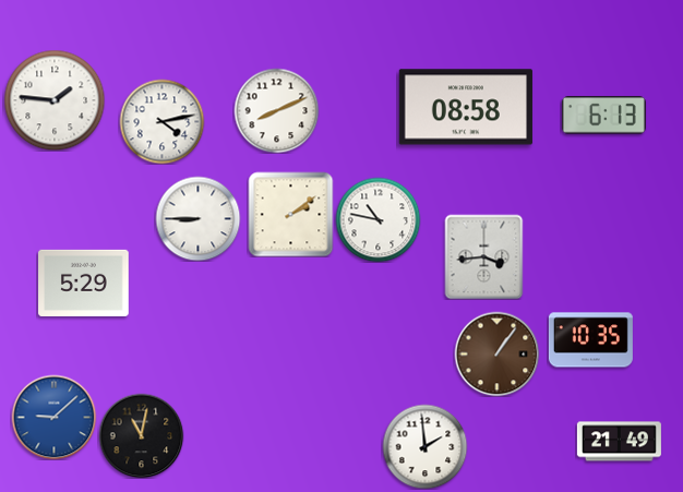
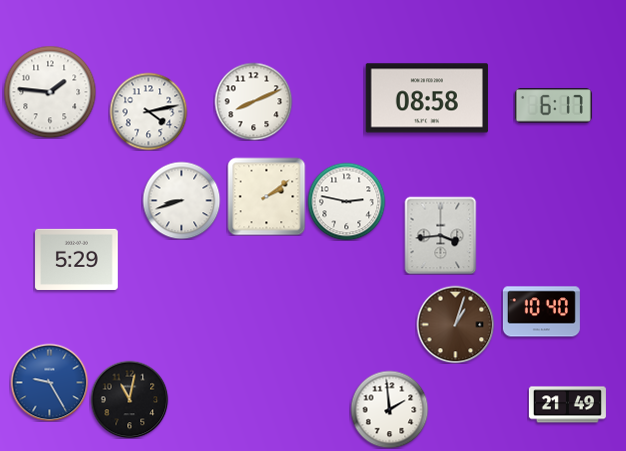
clock at (603, 116): 6:13 -> 6:17
clock at (197, 218): 8:45 -> 8:42
clock at (378, 219): 10:47 -> 2:47
clock at (484, 256) position: (484, 256) -> (441, 235)
clock at (590, 340): 10:35 -> 10:40
clock at (496, 353): 1:06 -> 1:03
clock at (53, 417): 9:08 -> 9:25
